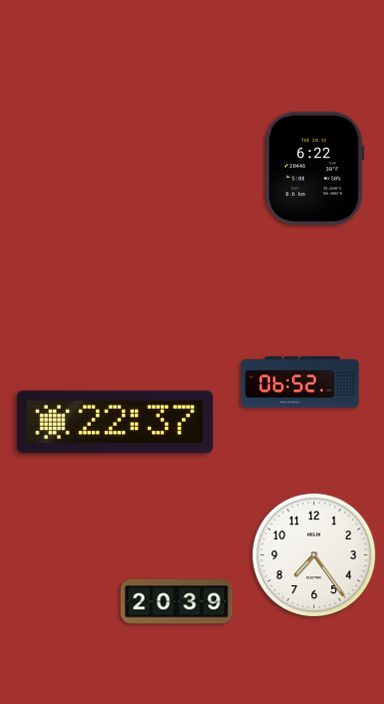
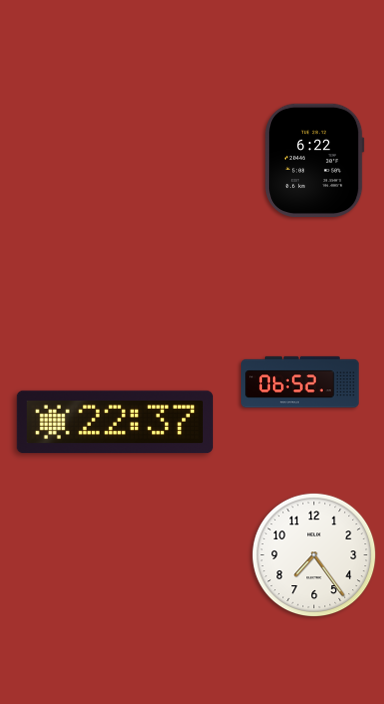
clock at (315, 168) position: (315, 168) -> (315, 160)
clock at (177, 602): 20:39 -> none
